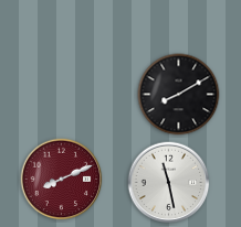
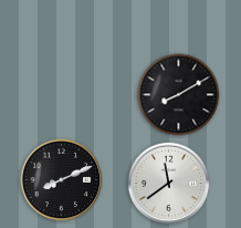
clock at (62, 180) dial: burgundy -> black
clock at (169, 183): 11:28 -> 11:39
